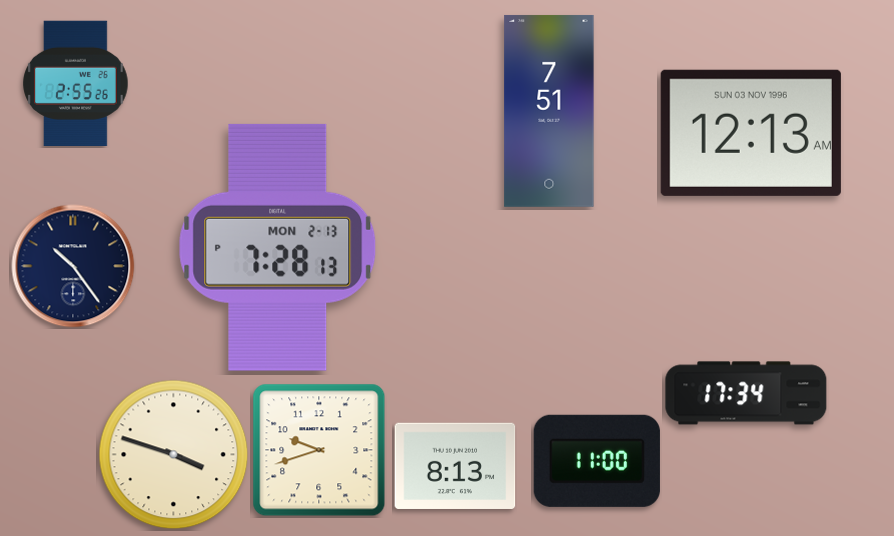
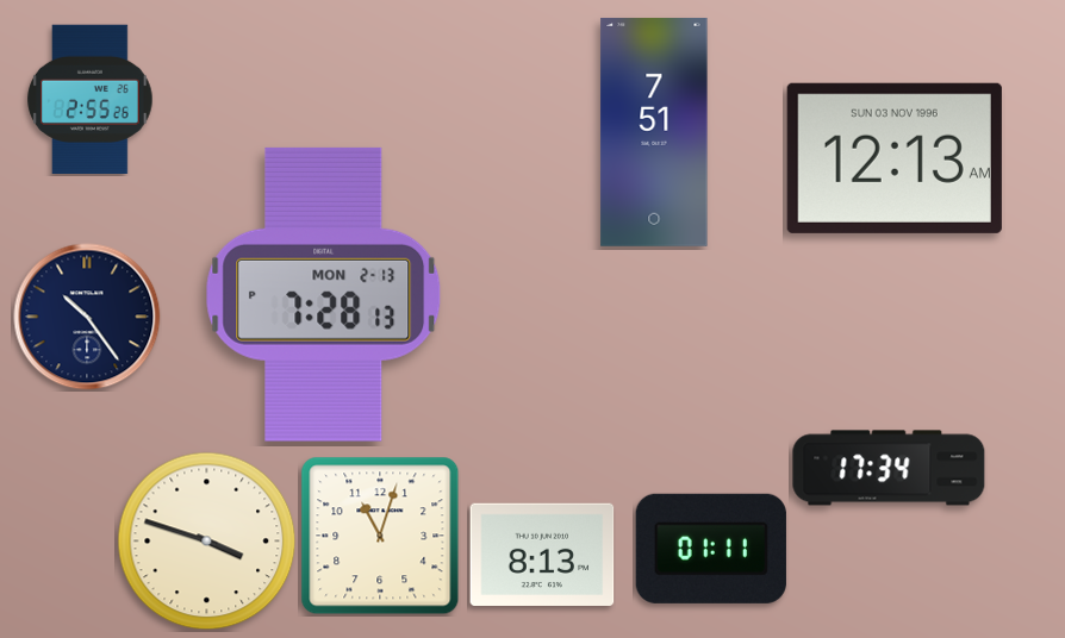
clock at (278, 247) position: (278, 247) -> (324, 294)
clock at (319, 450): 9:42 -> 11:03
clock at (597, 461): 11:00 -> 01:11
